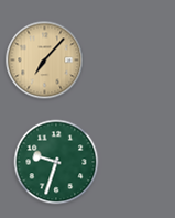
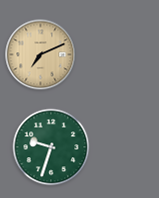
clock at (45, 61): 7:07 -> 7:11
